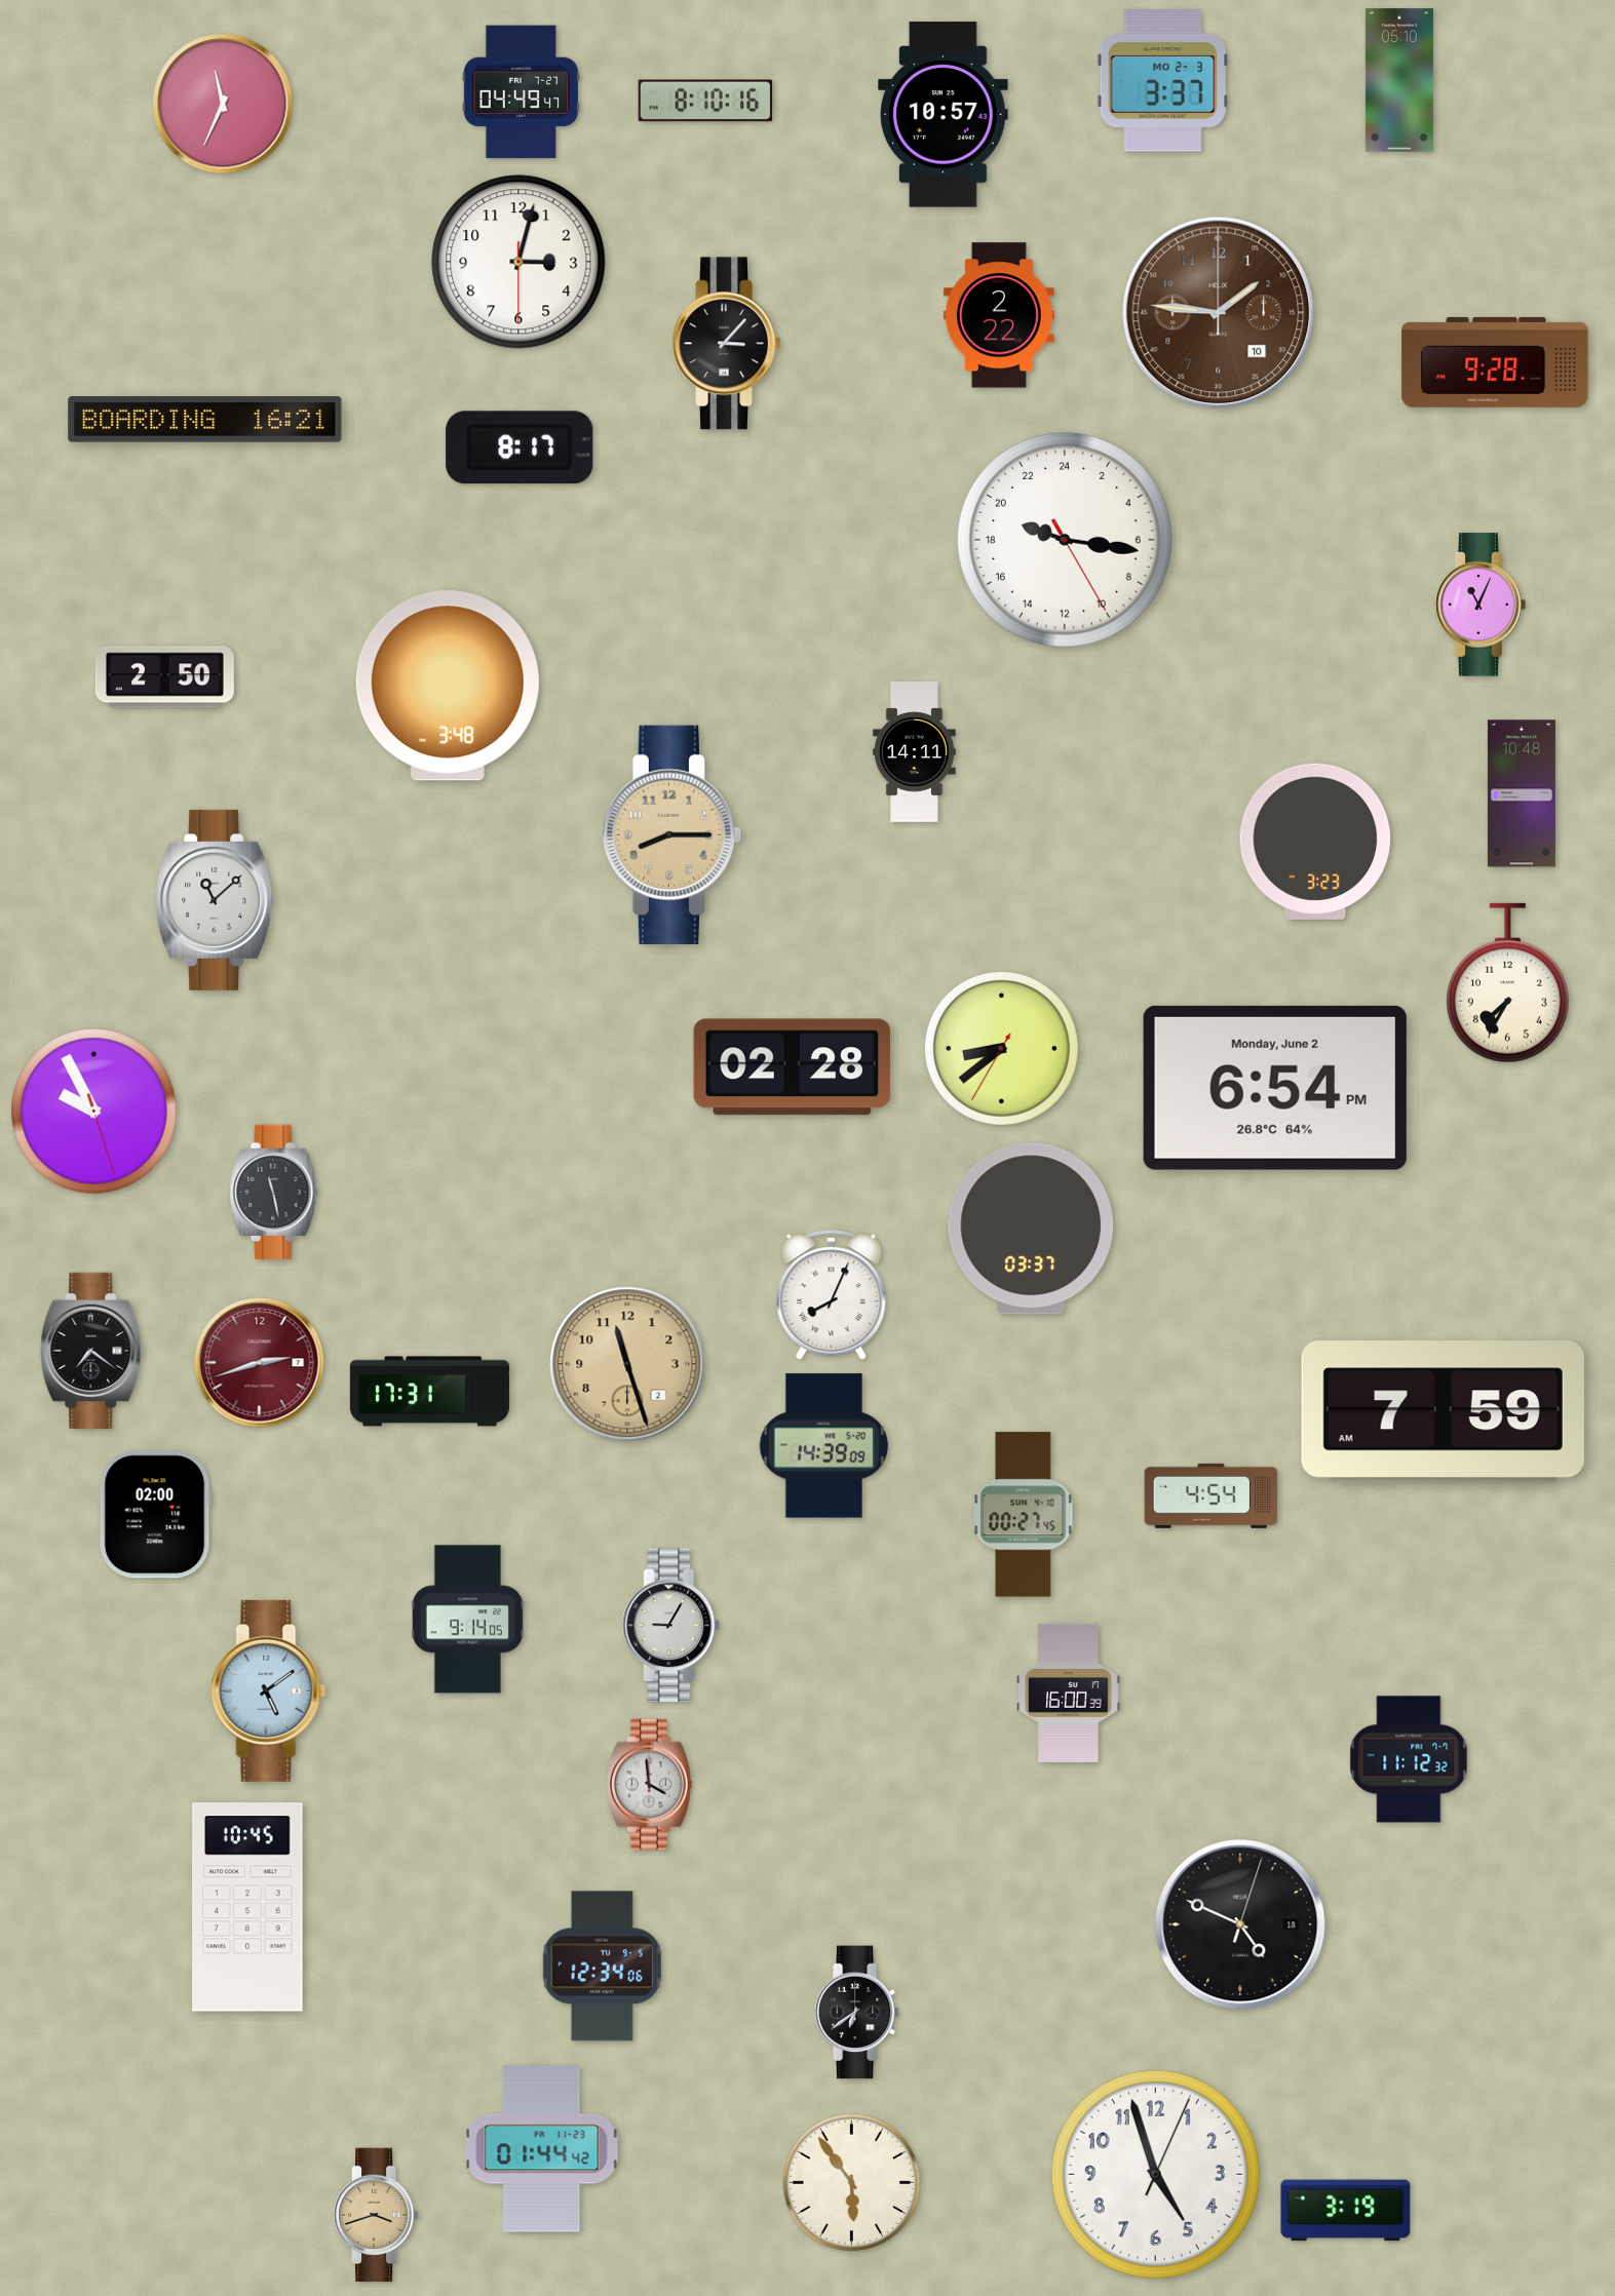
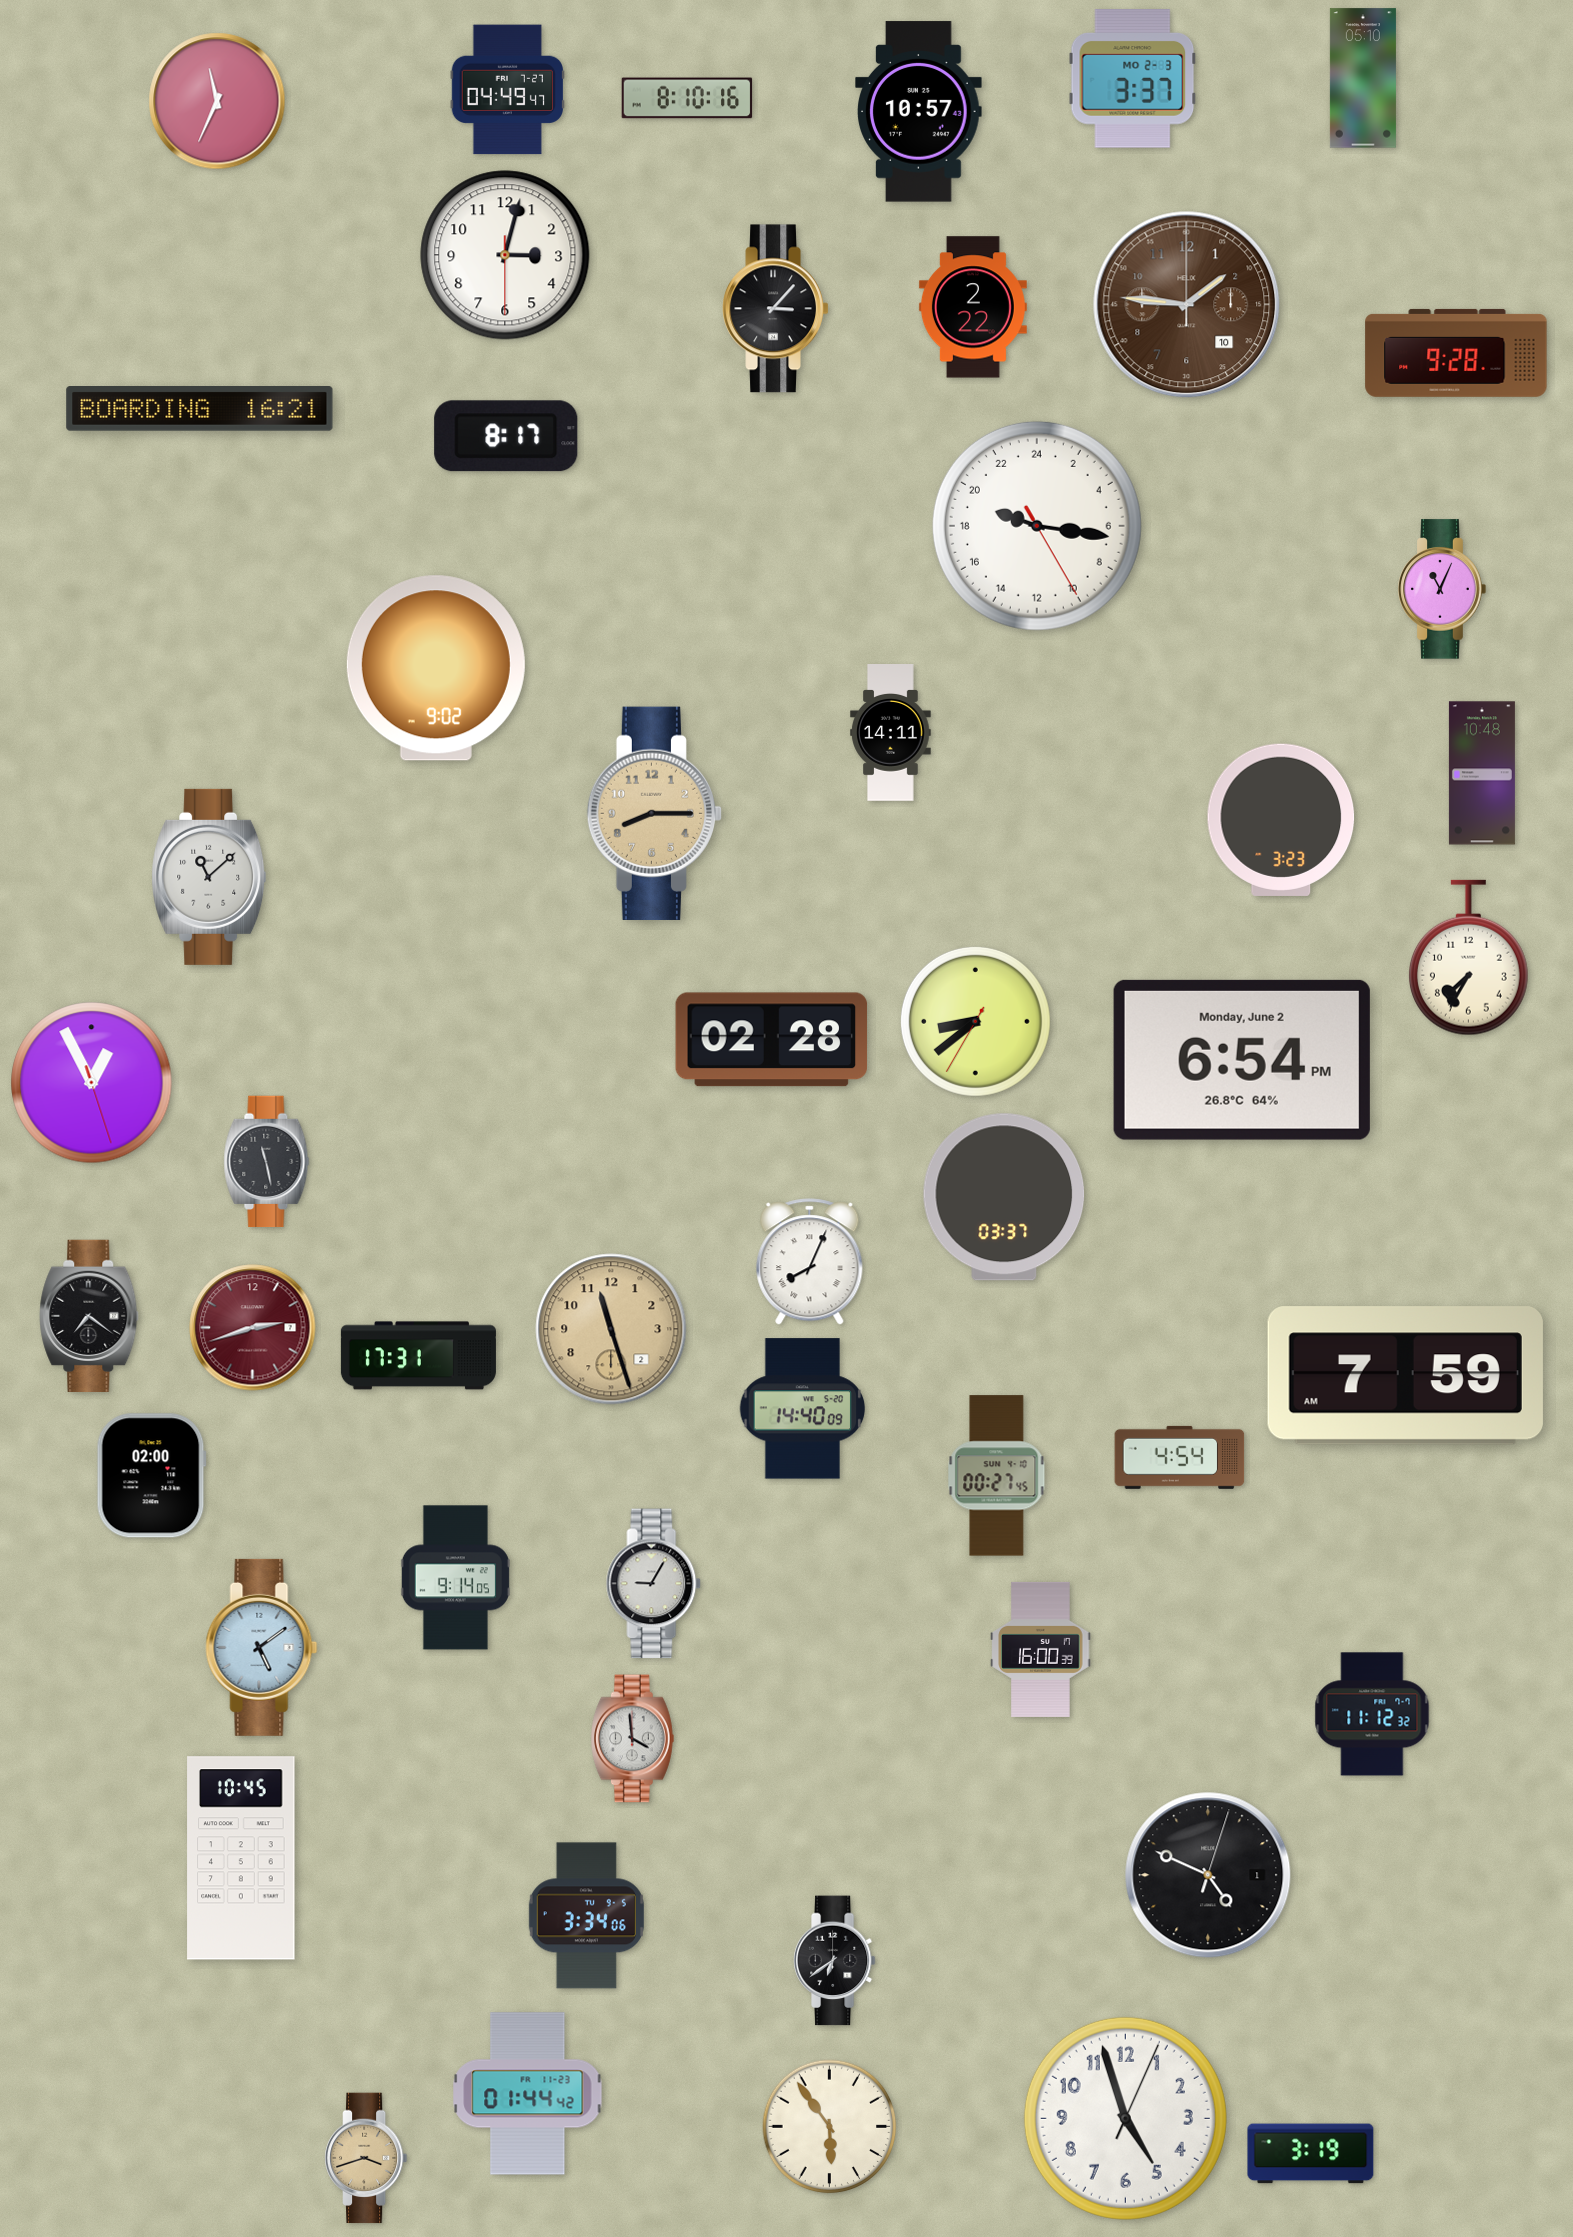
clock at (727, 344) position: (727, 344) -> (776, 309)
clock at (164, 677): 2:50 -> none
clock at (448, 686): 3:48 -> 9:02
clock at (94, 1112): 9:55 -> 12:55
clock at (824, 1446): 14:39 -> 14:40
clock at (1240, 1924) date: 18 -> 1
clock at (602, 1967): 12:34 -> 3:34
